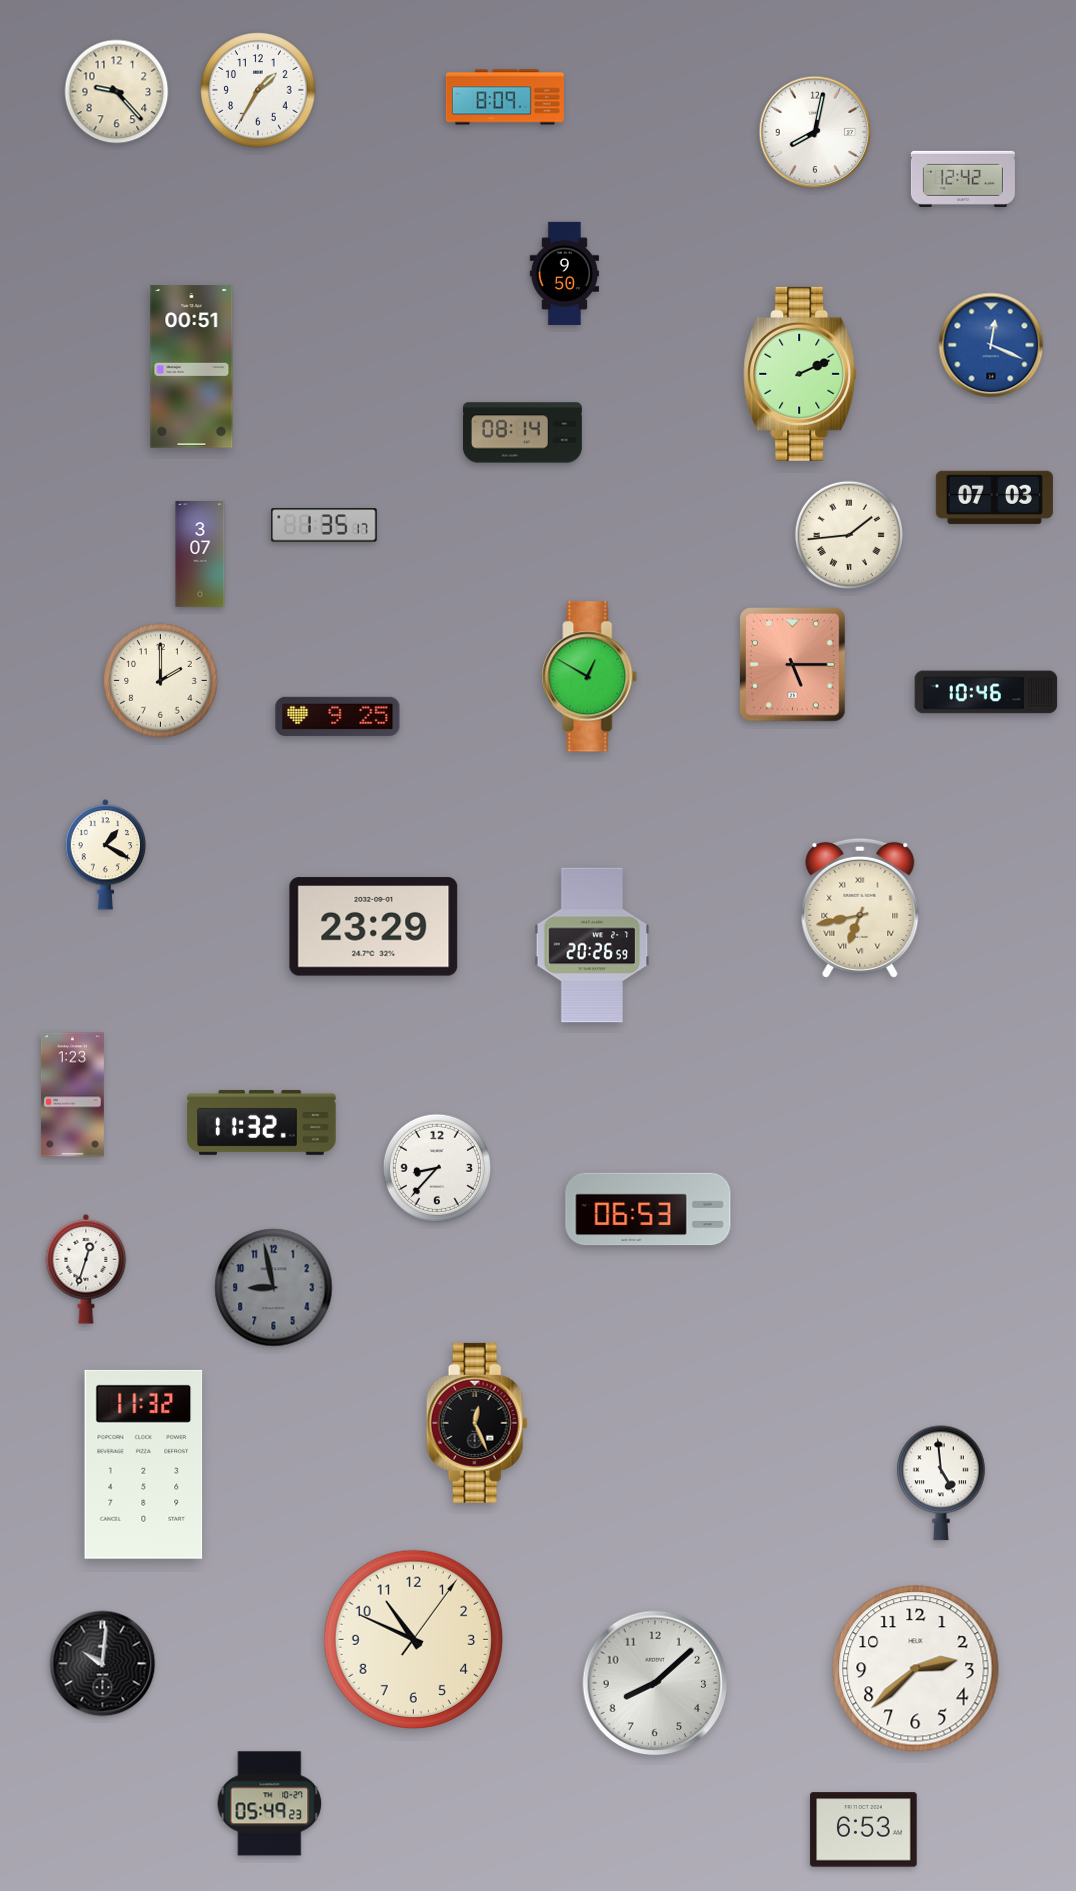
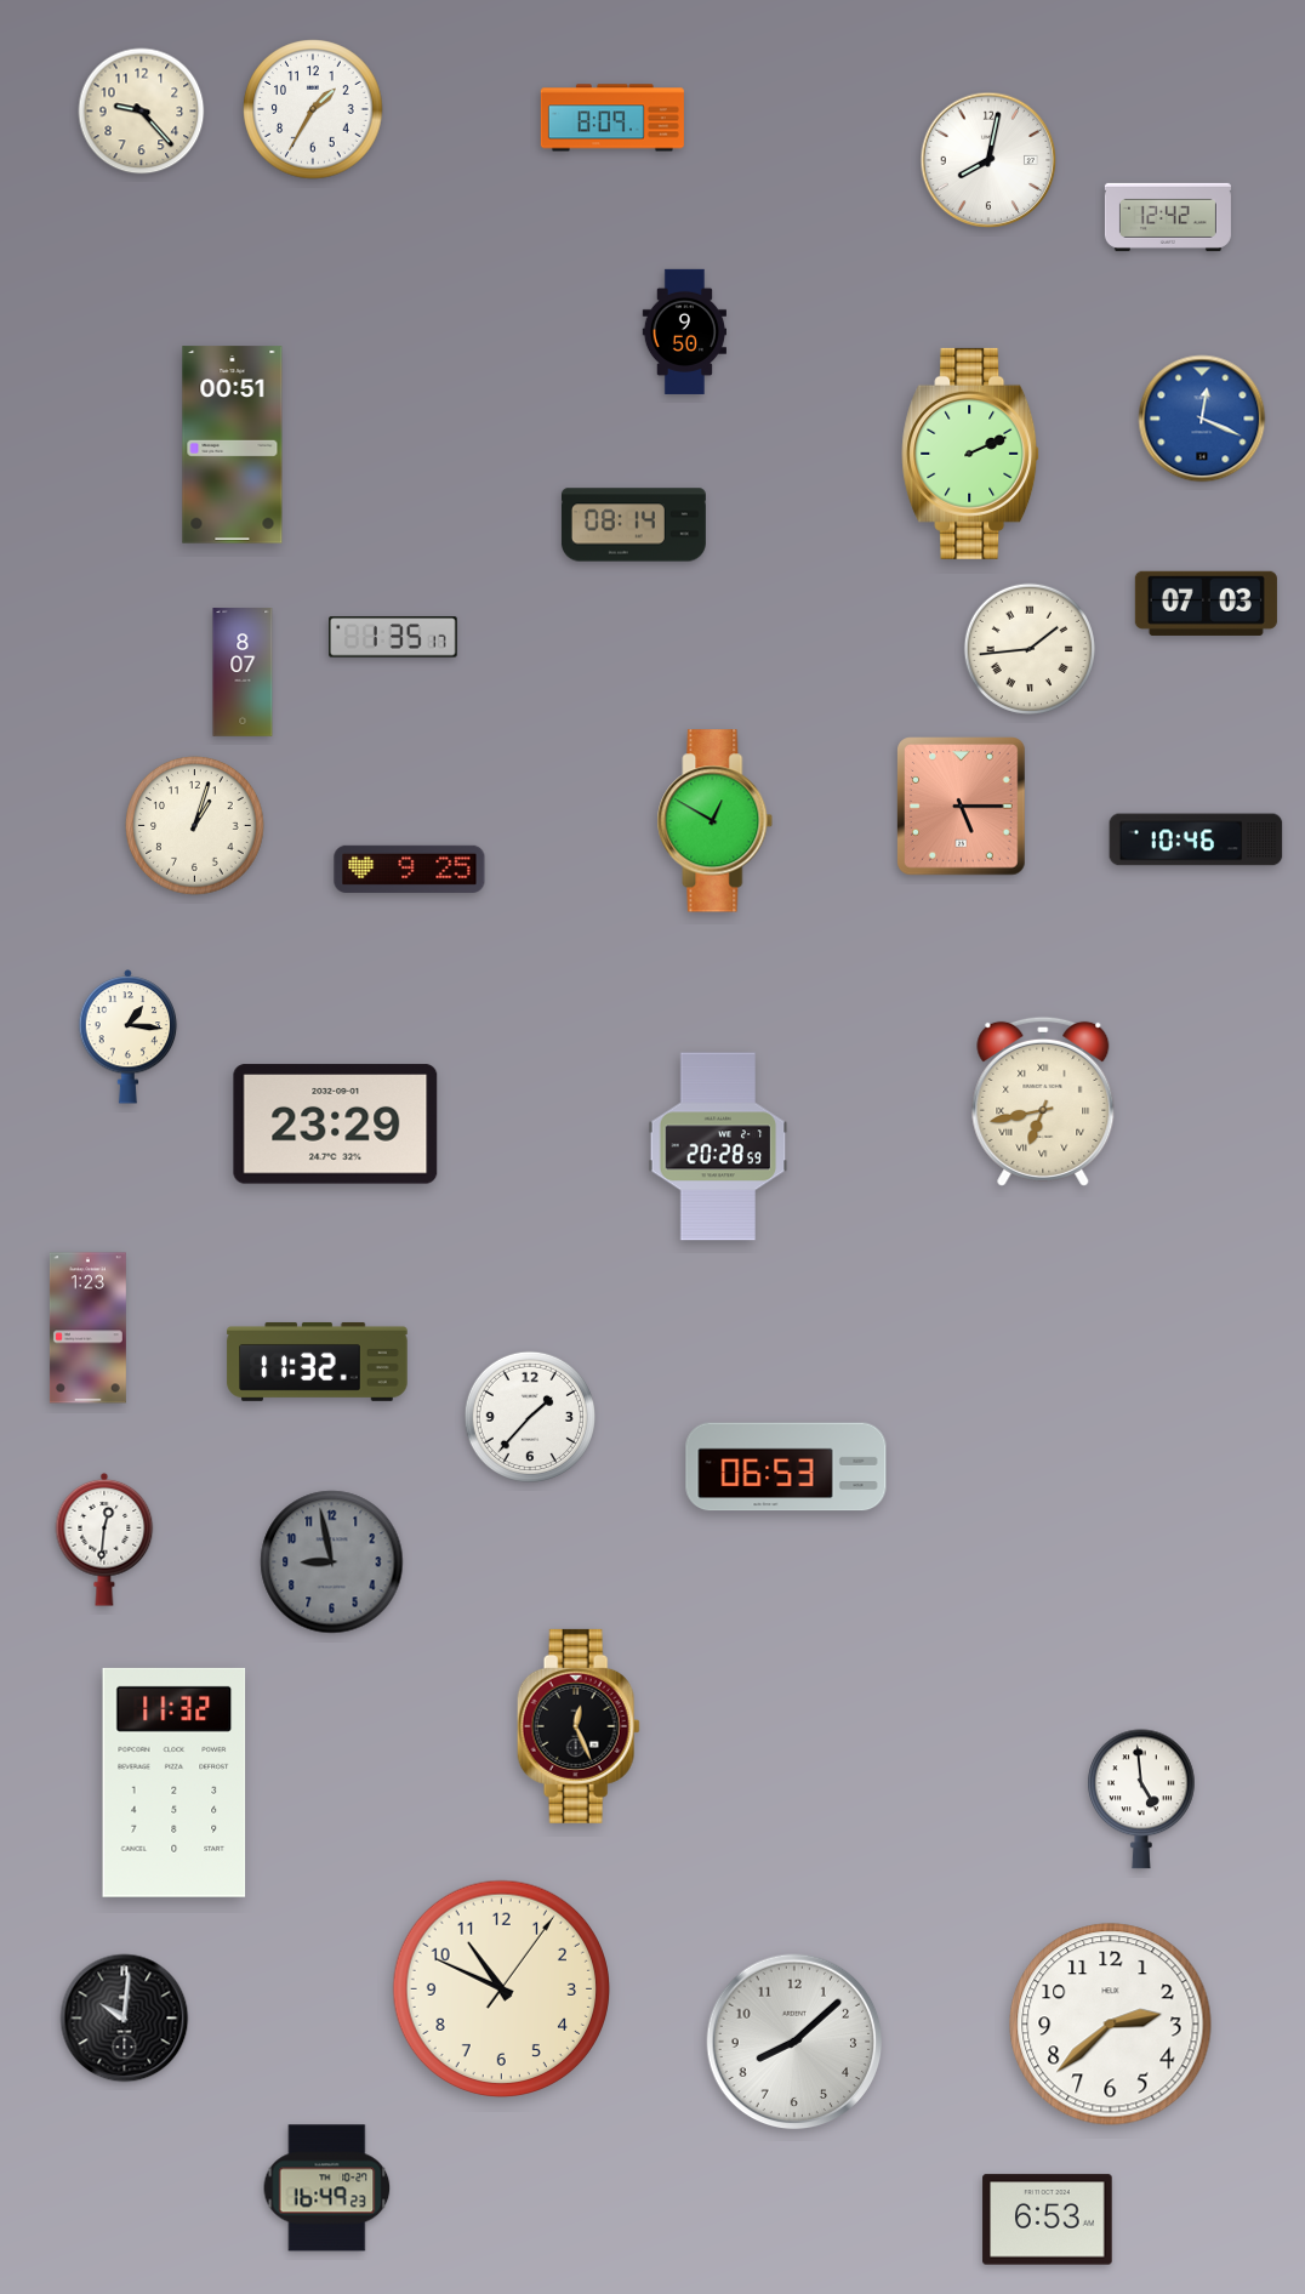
clock at (200, 554): 3:07 -> 8:07
clock at (161, 681): 2:00 -> 1:03
clock at (106, 855): 1:20 -> 1:16
clock at (374, 927) position: (374, 927) -> (336, 1125)
clock at (592, 945): 20:26 -> 20:28
clock at (437, 1168): 8:37 -> 1:37
clock at (86, 1269): 12:33 -> 12:31
clock at (144, 1464) position: (144, 1464) -> (175, 1782)
clock at (270, 1804): 05:49 -> 16:49
